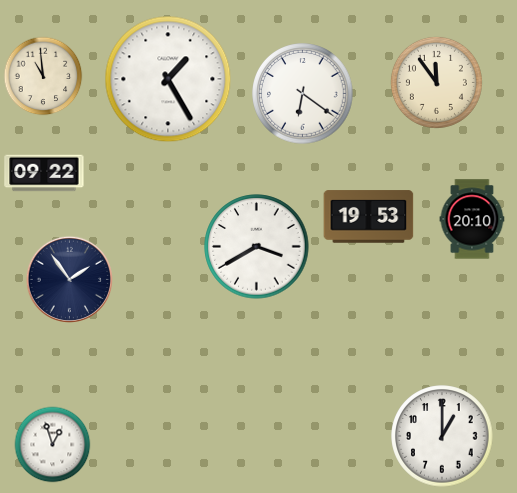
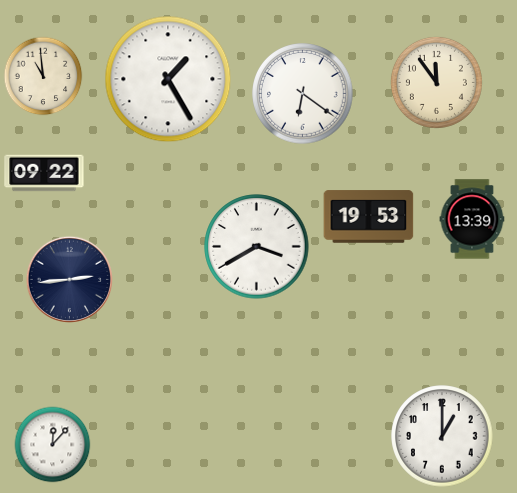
clock at (472, 219): 20:10 -> 13:39
clock at (69, 279): 1:54 -> 2:44
clock at (53, 445): 12:57 -> 12:07
